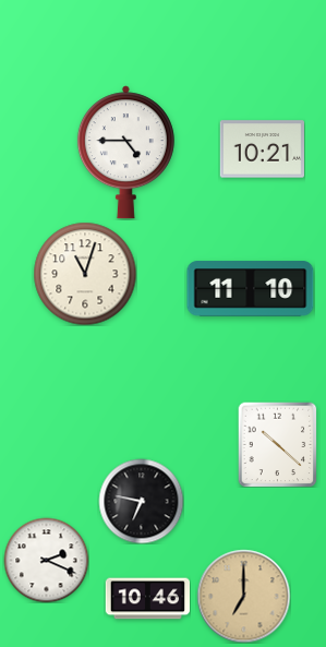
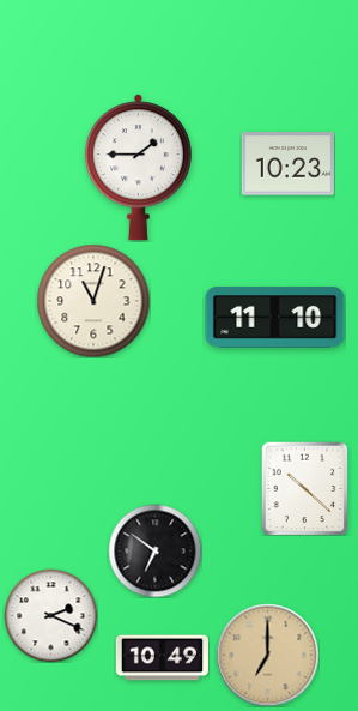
clock at (262, 149): 10:21 -> 10:23
clock at (125, 153): 4:45 -> 1:45
clock at (141, 501): 6:47 -> 6:51
clock at (147, 599): 10:46 -> 10:49
